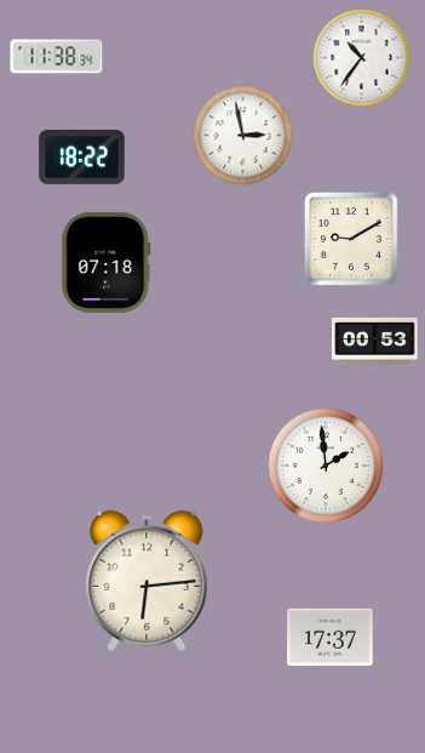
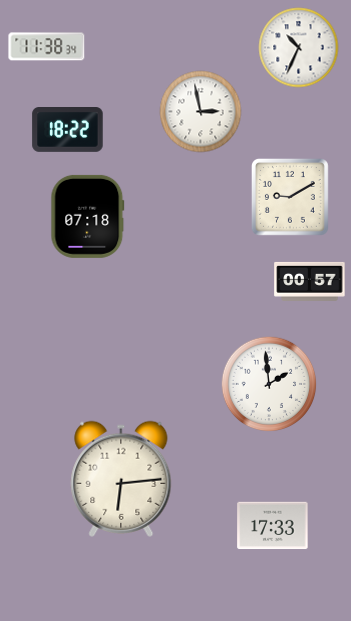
clock at (362, 58): 10:36 -> 10:34
clock at (375, 341): 00:53 -> 00:57
clock at (331, 638): 17:37 -> 17:33
